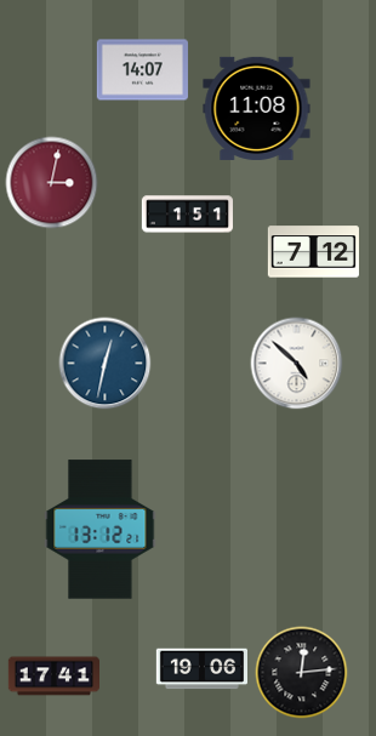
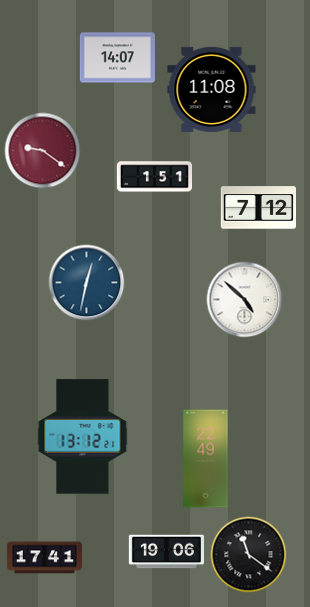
clock at (52, 183): 3:02 -> 9:21
clock at (106, 364) position: (106, 364) -> (87, 283)
clock at (206, 459): none -> 22:49
clock at (302, 673): 12:14 -> 11:21
